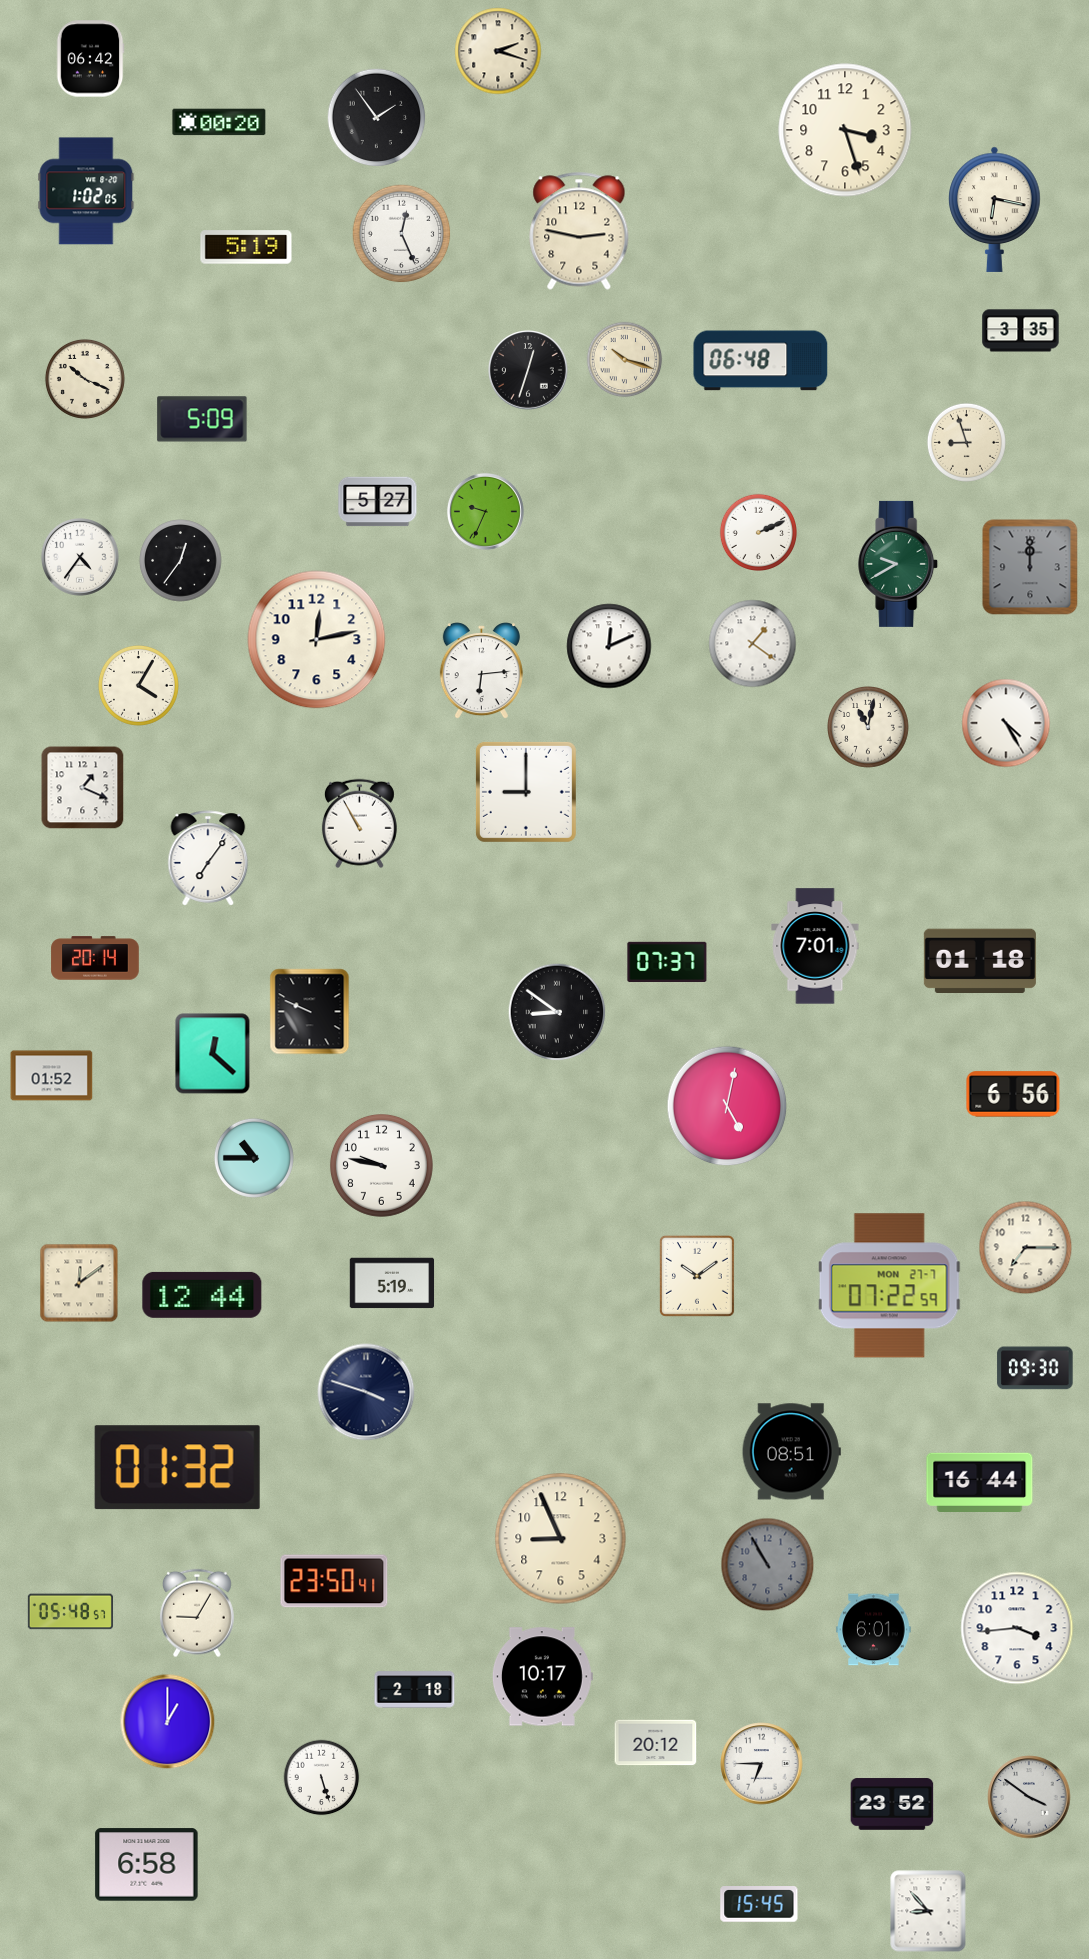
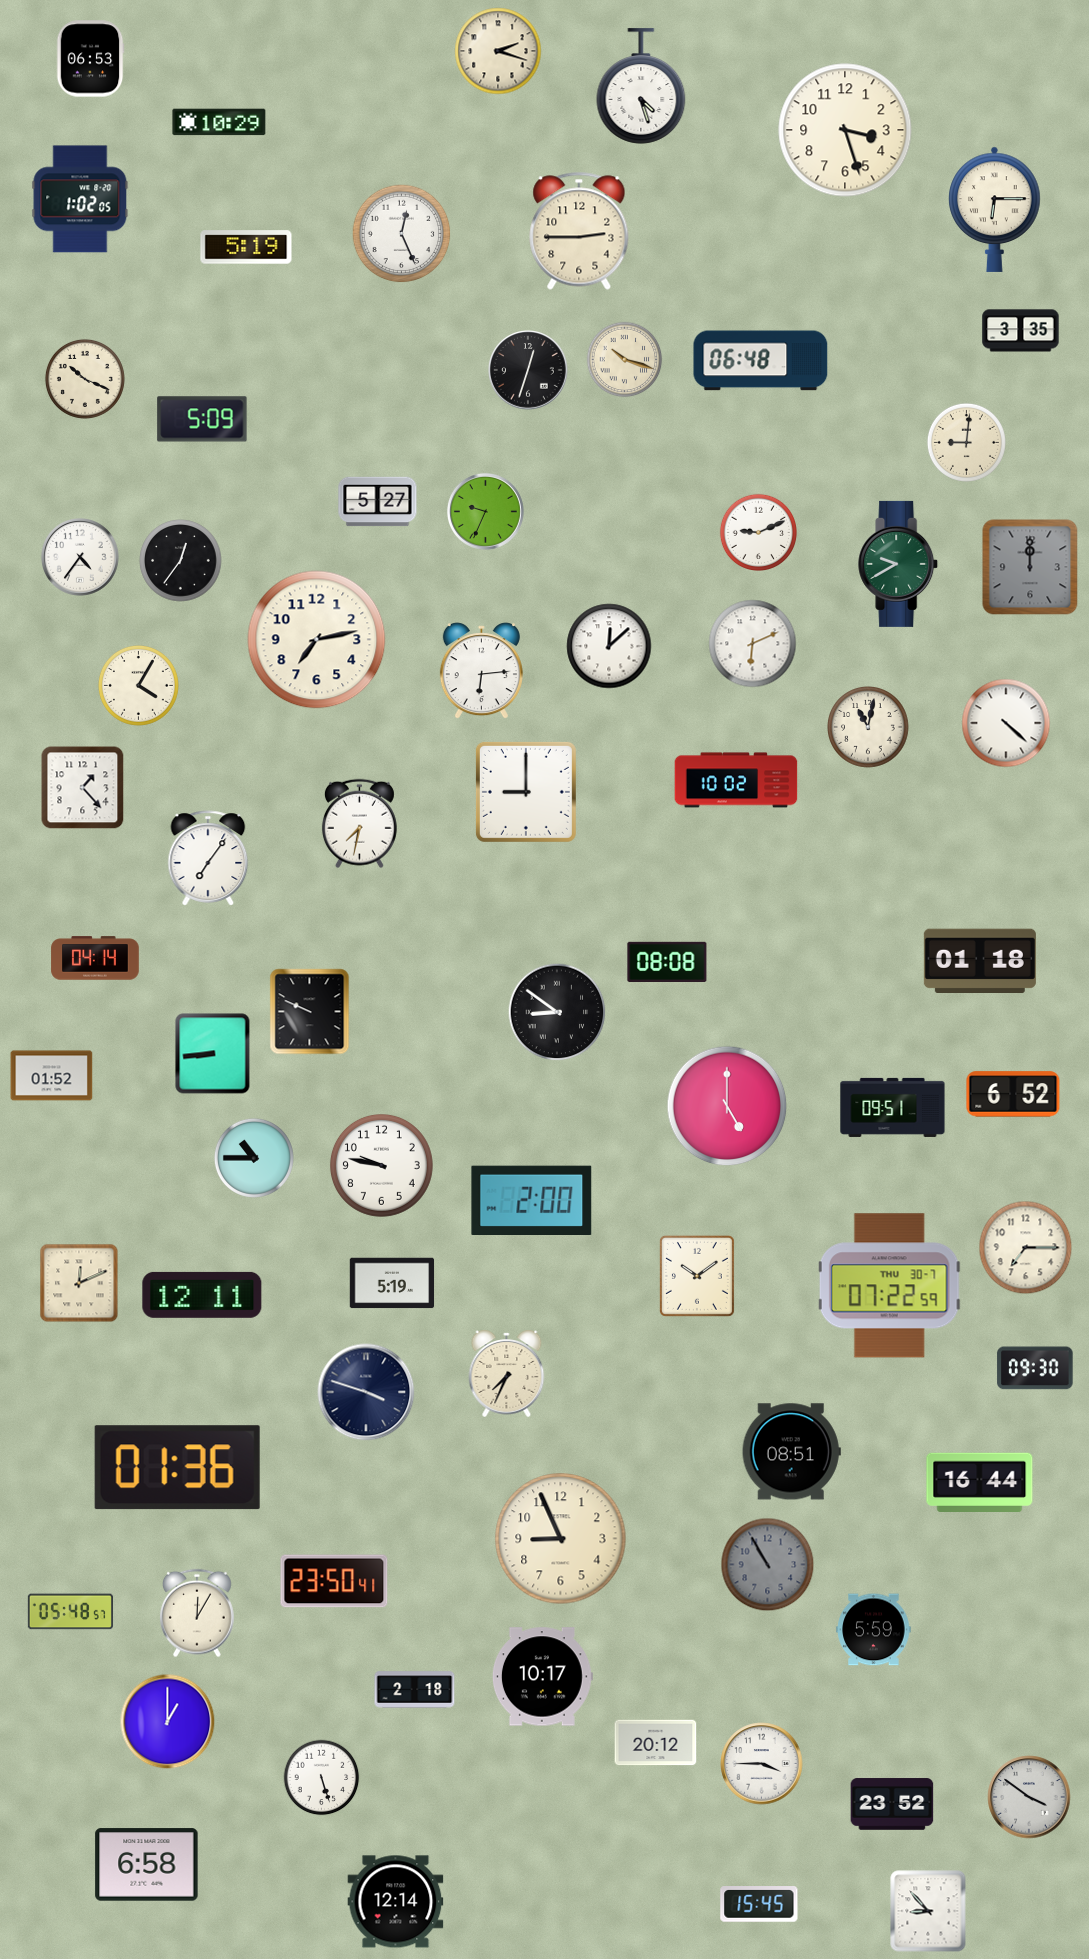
clock at (90, 59): 06:42 -> 06:53
clock at (641, 86): none -> 4:27
clock at (377, 118): 1:54 -> none
clock at (219, 122): 00:20 -> 10:29
clock at (86, 191) position: (86, 191) -> (80, 199)
clock at (995, 209): 6:17 -> 6:15
clock at (579, 231): 2:47 -> 2:45
clock at (966, 442): 8:57 -> 9:01
clock at (758, 532): 2:11 -> 9:11
clock at (317, 640): 12:13 -> 7:13
clock at (753, 644): 1:21 -> 6:11
clock at (609, 646): 12:11 -> 12:08
clock at (1006, 723): 4:25 -> 4:22
clock at (736, 780): none -> 10:02
clock at (83, 788): 1:19 -> 1:23
clock at (359, 824): 10:55 -> 7:32
clock at (815, 946): 7:01 -> none
clock at (95, 958): 20:14 -> 04:14
clock at (667, 961): 07:37 -> 08:08
clock at (213, 1054): 12:22 -> 8:44
clock at (1013, 1094): 6:56 -> 6:52
clock at (727, 1106): 5:02 -> 5:00
clock at (893, 1107): none -> 09:51
clock at (532, 1200): none -> 2:00
clock at (79, 1283): 12:09 -> 12:11
clock at (890, 1286) date: MON 27-7 -> THU 30-7
clock at (202, 1295): 12:44 -> 12:11
clock at (507, 1373): none -> 7:34
clock at (177, 1468): 01:32 -> 01:36
clock at (197, 1613): 9:05 -> 12:05
clock at (1017, 1628): 3:44 -> none
clock at (874, 1630): 6:01 -> 5:59
clock at (762, 1764): 6:45 -> 3:45
clock at (396, 1902): none -> 12:14
